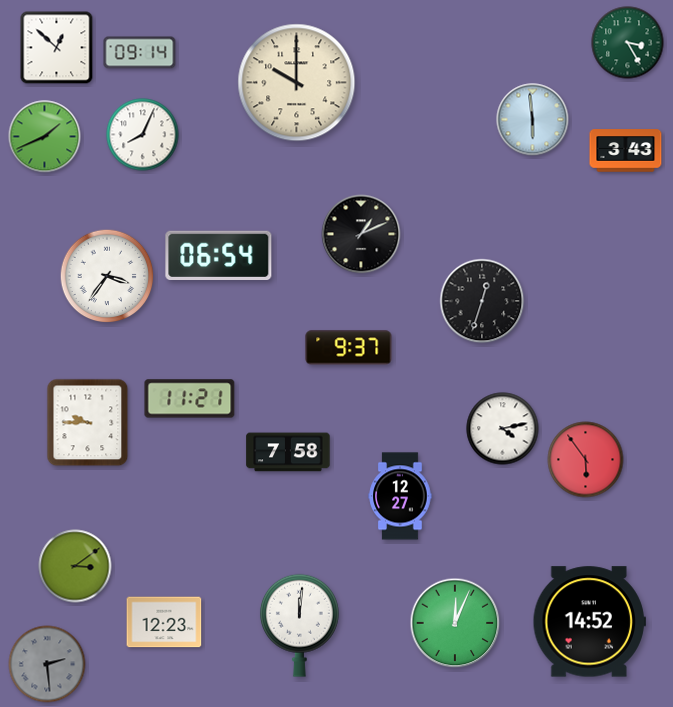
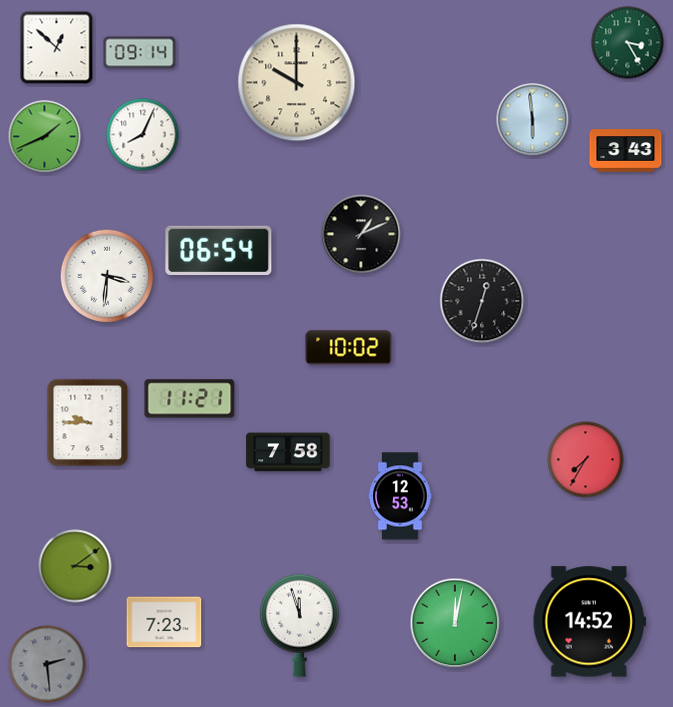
clock at (219, 255) position: (219, 255) -> (219, 250)
clock at (107, 276): 3:36 -> 3:31
clock at (349, 348): 9:37 -> 10:02
clock at (503, 429): 4:13 -> none
clock at (586, 460): 5:54 -> 7:35
clock at (400, 496): 12:27 -> 12:53
clock at (164, 622): 12:23 -> 7:23
clock at (455, 623): 12:04 -> 12:02
clock at (299, 625): 12:01 -> 11:57
